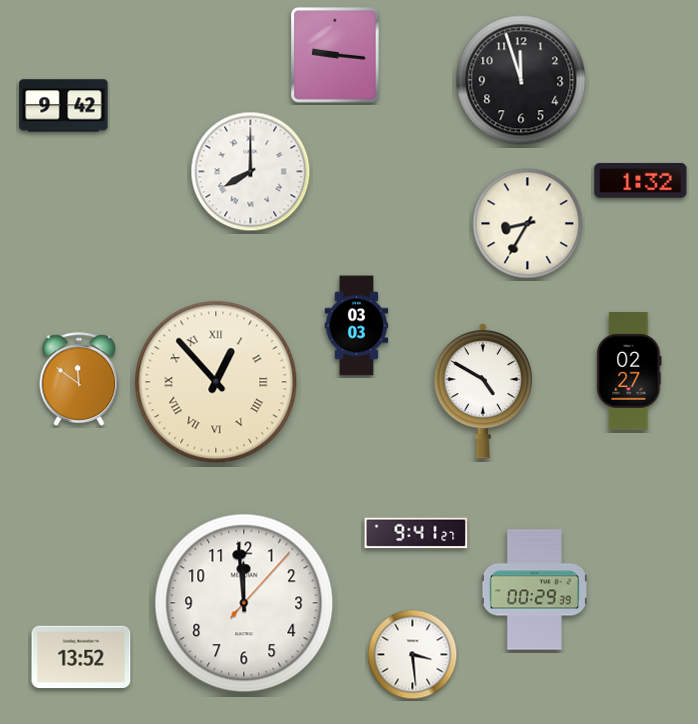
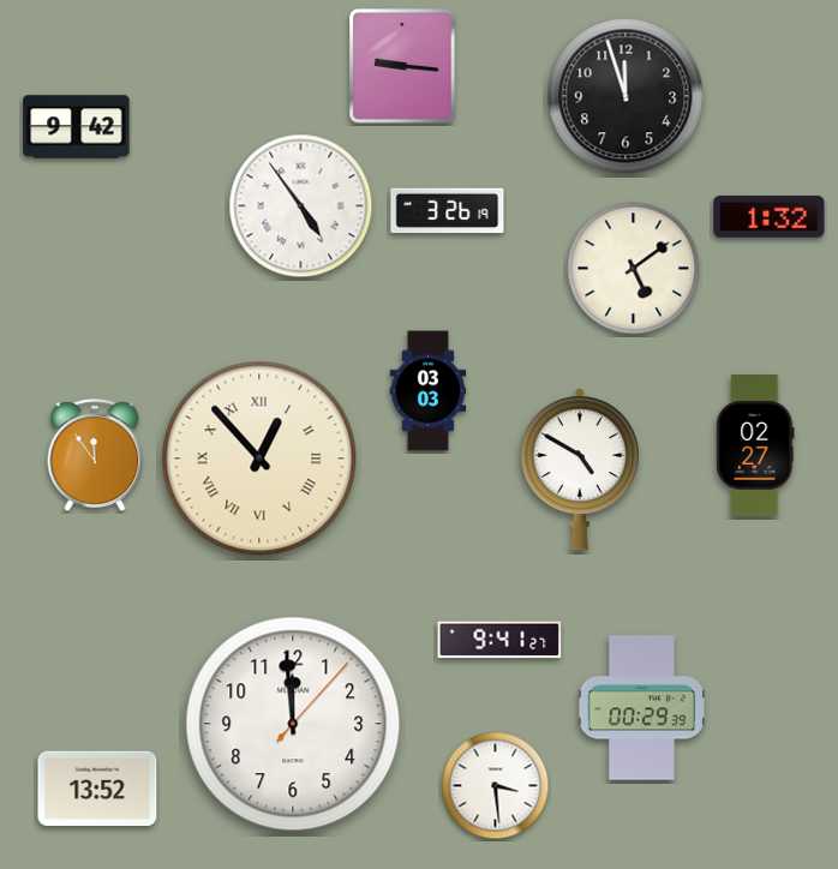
clock at (251, 172): 8:00 -> 4:54
clock at (448, 211): none -> 3:26
clock at (528, 224): 8:35 -> 5:09
clock at (79, 379): 11:51 -> 11:54
